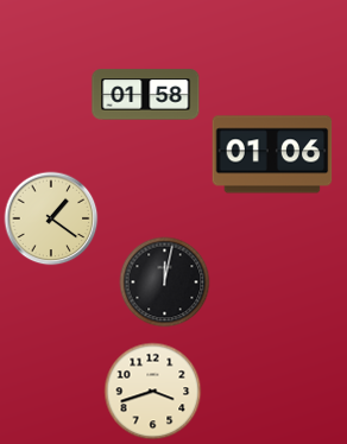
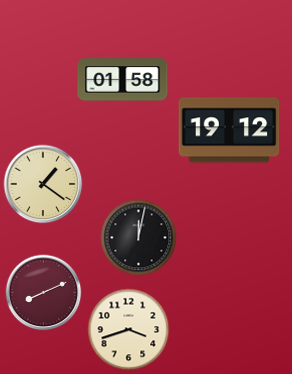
clock at (272, 154): 01:06 -> 19:12
clock at (44, 293): none -> 8:11
